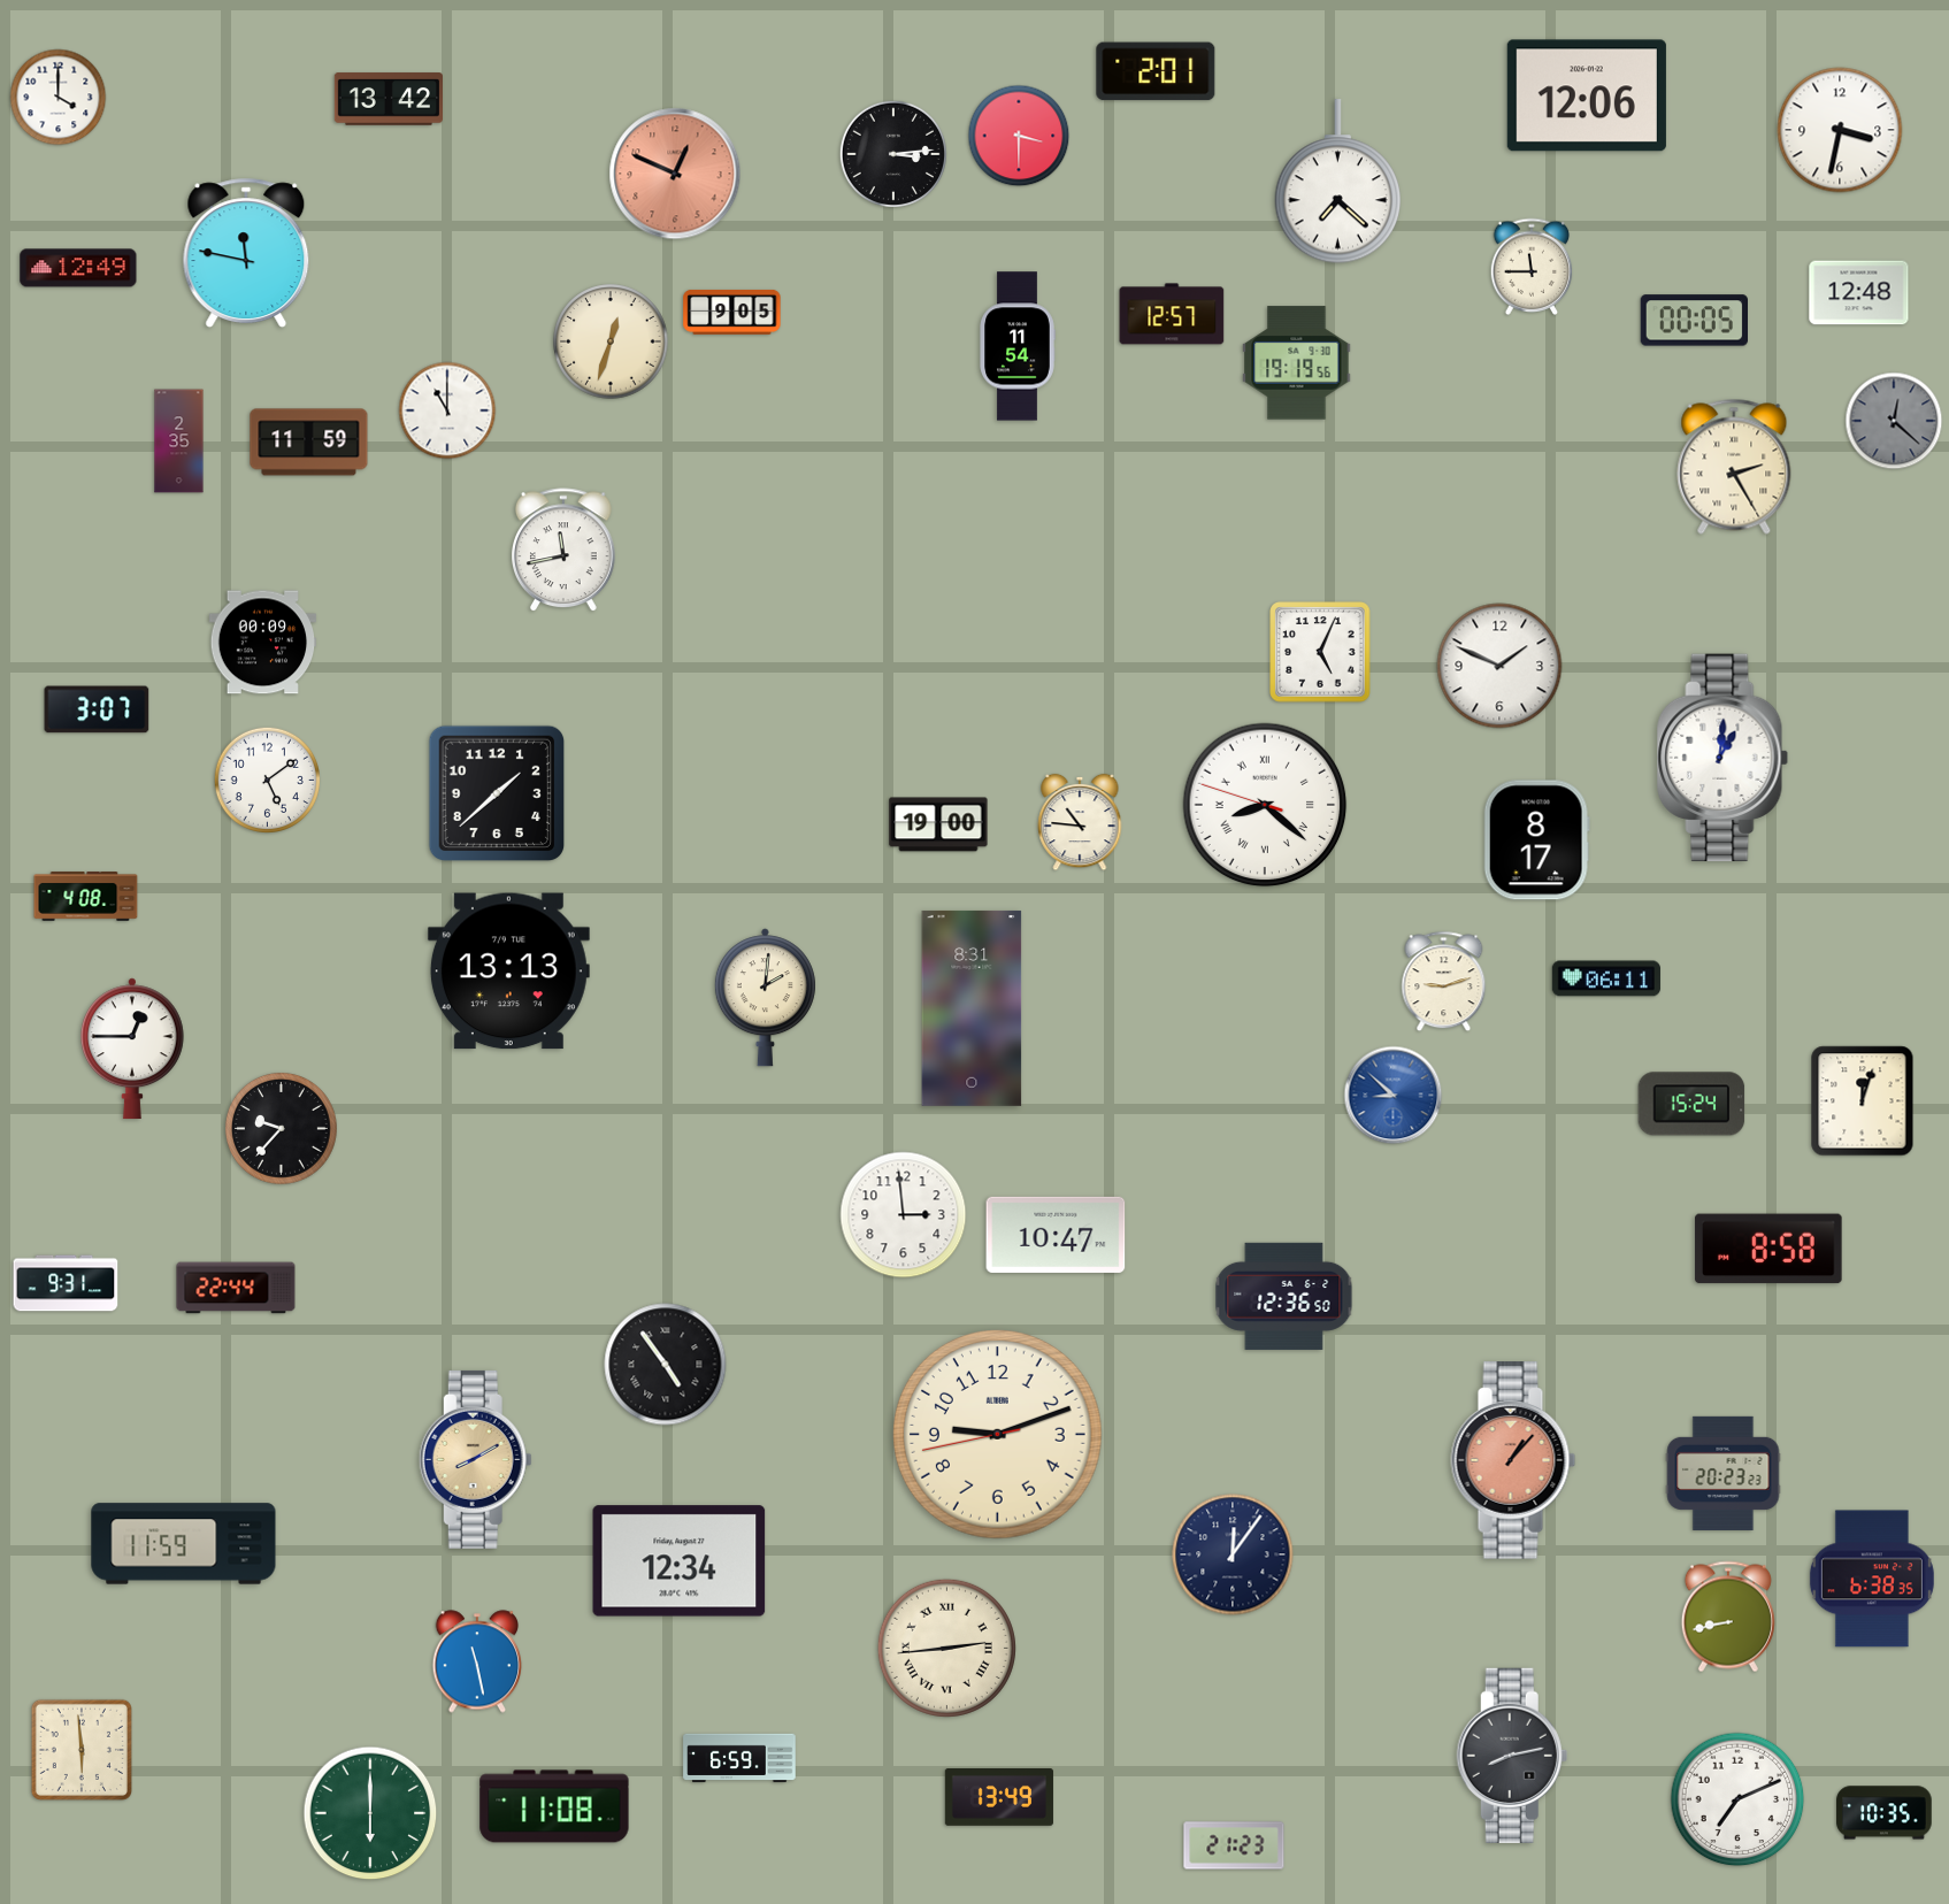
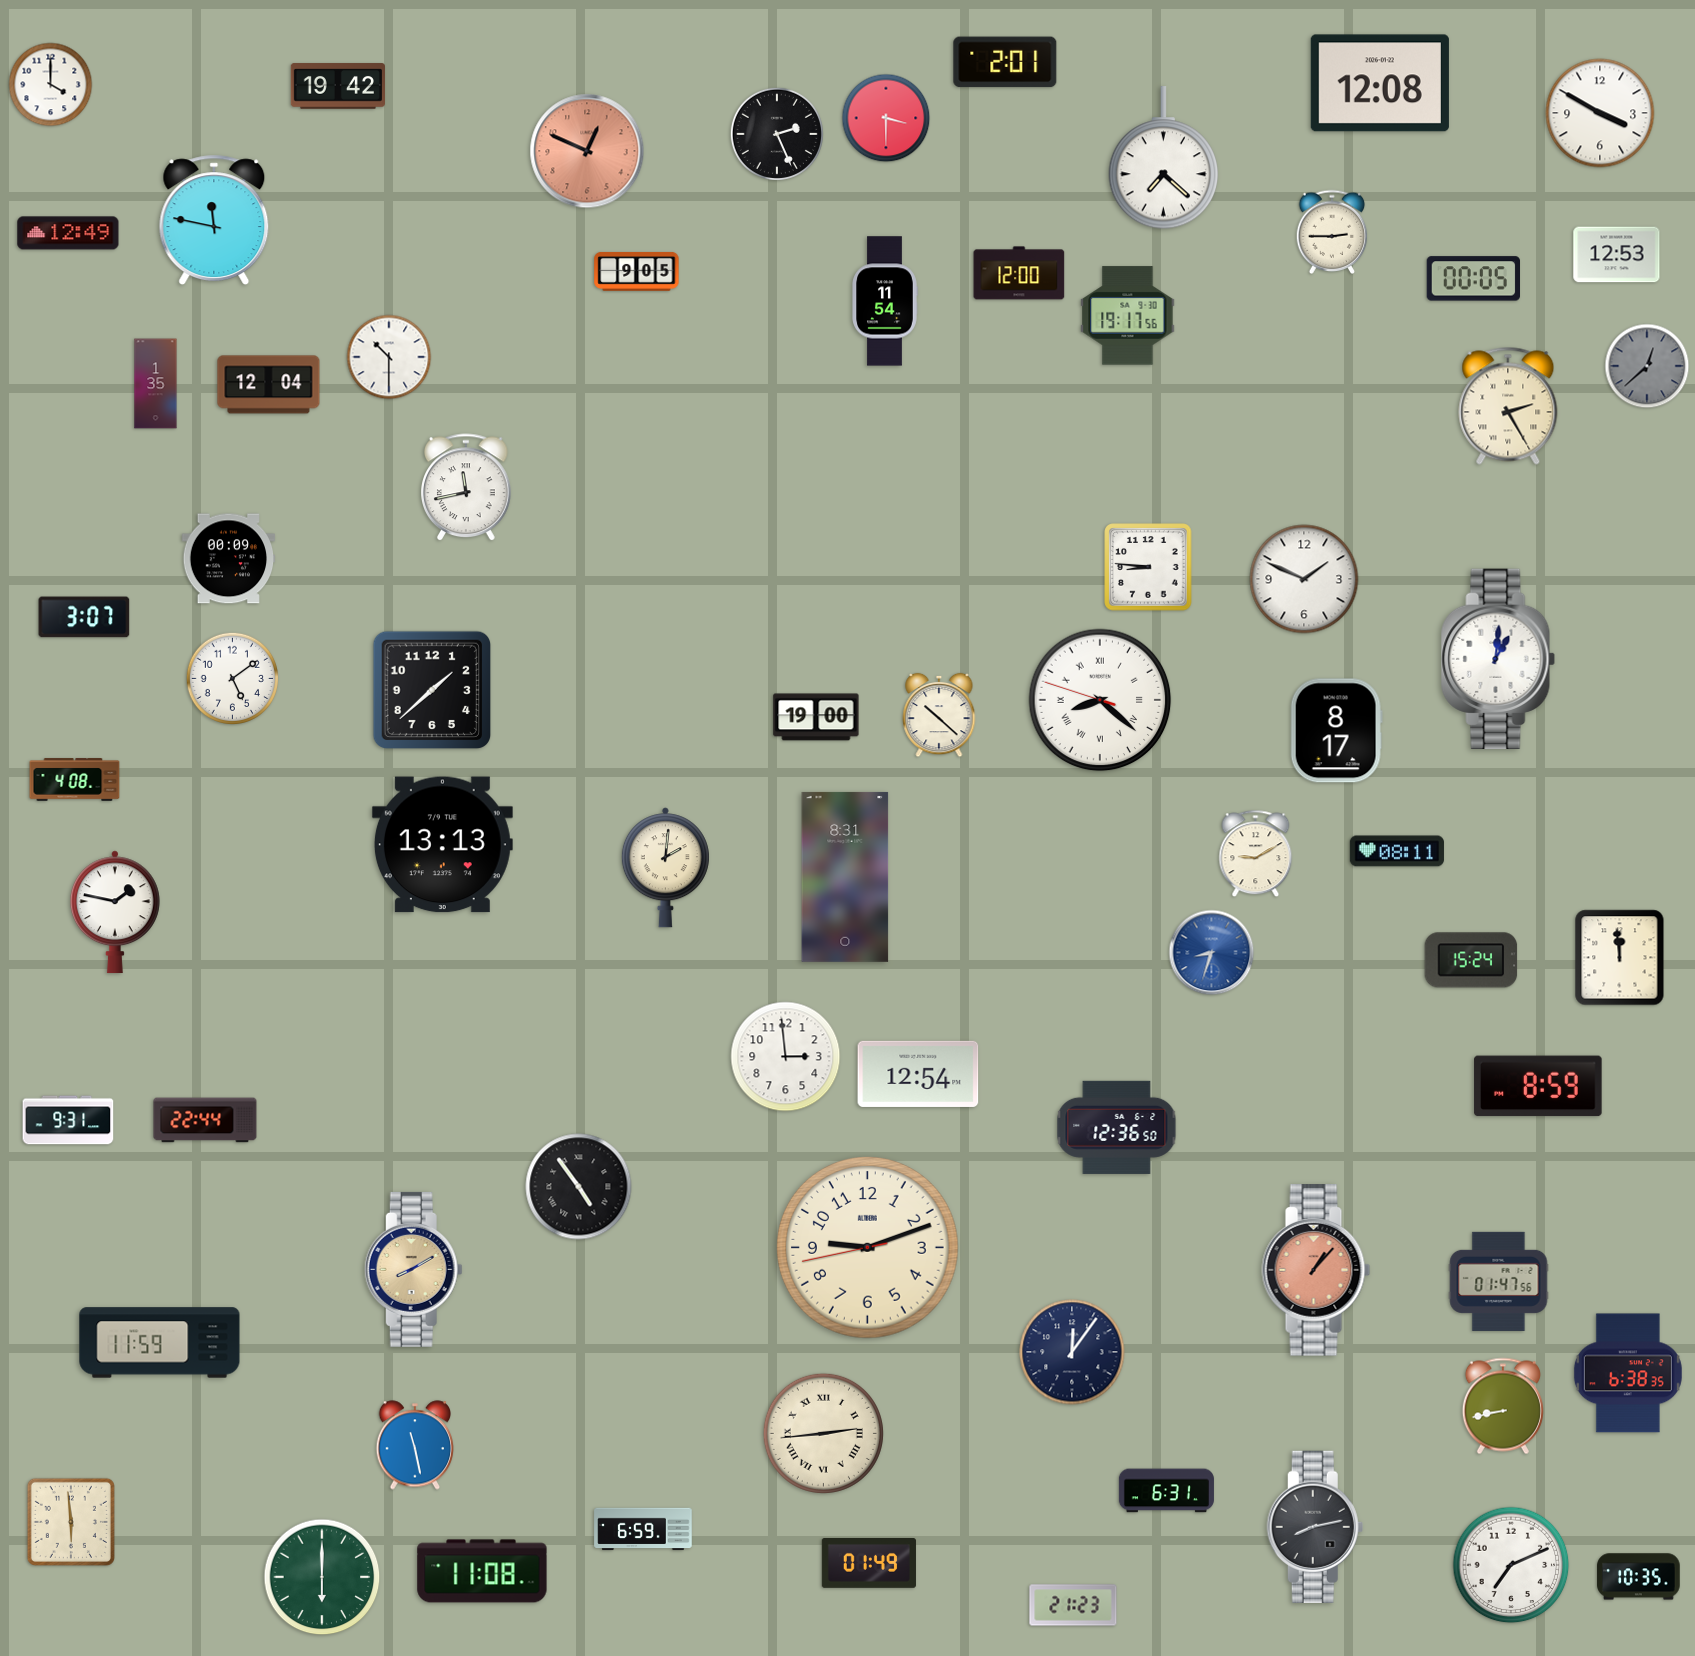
clock at (1587, 95): 12:06 -> 12:08
clock at (388, 99): 13:42 -> 19:42
clock at (1840, 130): 3:32 -> 3:50
clock at (893, 154): 3:14 -> 2:26
clock at (1532, 267): 11:45 -> 2:45
clock at (1859, 293): 12:48 -> 12:53
clock at (1172, 314): 12:57 -> 12:00
clock at (611, 341): 12:33 -> none
clock at (1297, 363): 19:19 -> 19:17
clock at (447, 410): 11:00 -> 10:30
clock at (1894, 421): 12:22 -> 12:38
clock at (179, 442): 2:35 -> 1:35
clock at (309, 443): 11:59 -> 12:04
clock at (565, 551) position: (565, 551) -> (467, 488)
clock at (1320, 652): 5:04 -> 8:46
clock at (1080, 822): 10:46 -> 10:22
clock at (1606, 978): 06:11 -> 08:11
clock at (1444, 982): 9:12 -> 9:10
clock at (132, 1049): 12:45 -> 1:47
clock at (1394, 1096): 8:52 -> 8:33
clock at (1863, 1101): 12:03 -> 11:59
clock at (281, 1128): 9:37 -> none
clock at (1056, 1235): 10:47 -> 12:54
clock at (1768, 1249): 8:58 -> 8:59
clock at (66, 1283) position: (66, 1283) -> (68, 1120)
clock at (1724, 1473): 20:23 -> 01:47
clock at (680, 1561): 12:34 -> none
clock at (1166, 1491): none -> 6:31
clock at (999, 1798): 13:49 -> 01:49
